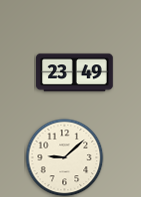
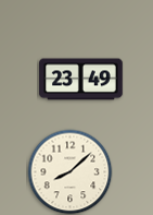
clock at (64, 157): 9:08 -> 8:08
